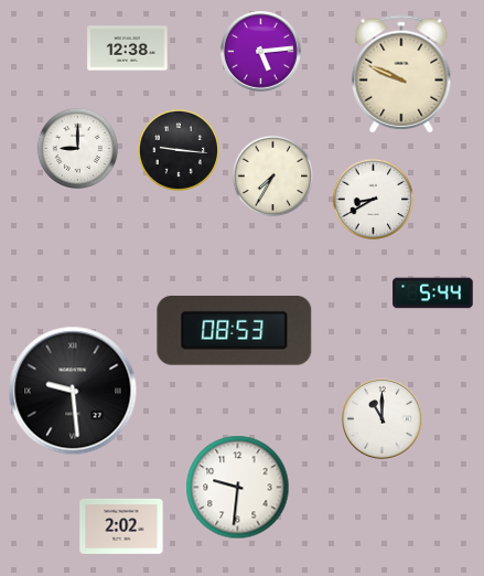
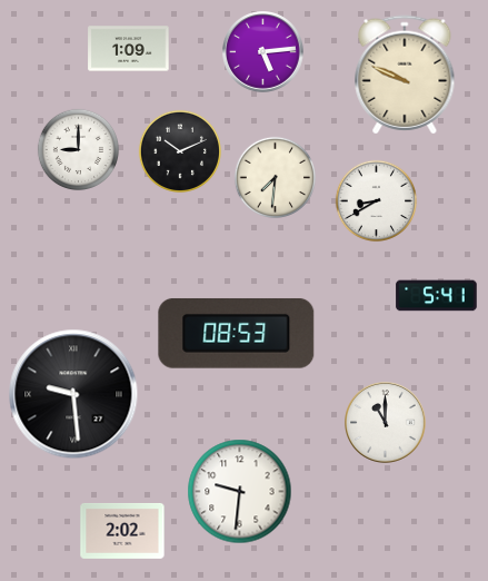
clock at (128, 49): 12:38 -> 1:09
clock at (178, 149): 9:16 -> 10:11
clock at (273, 177): 7:35 -> 7:31
clock at (433, 294): 5:44 -> 5:41
